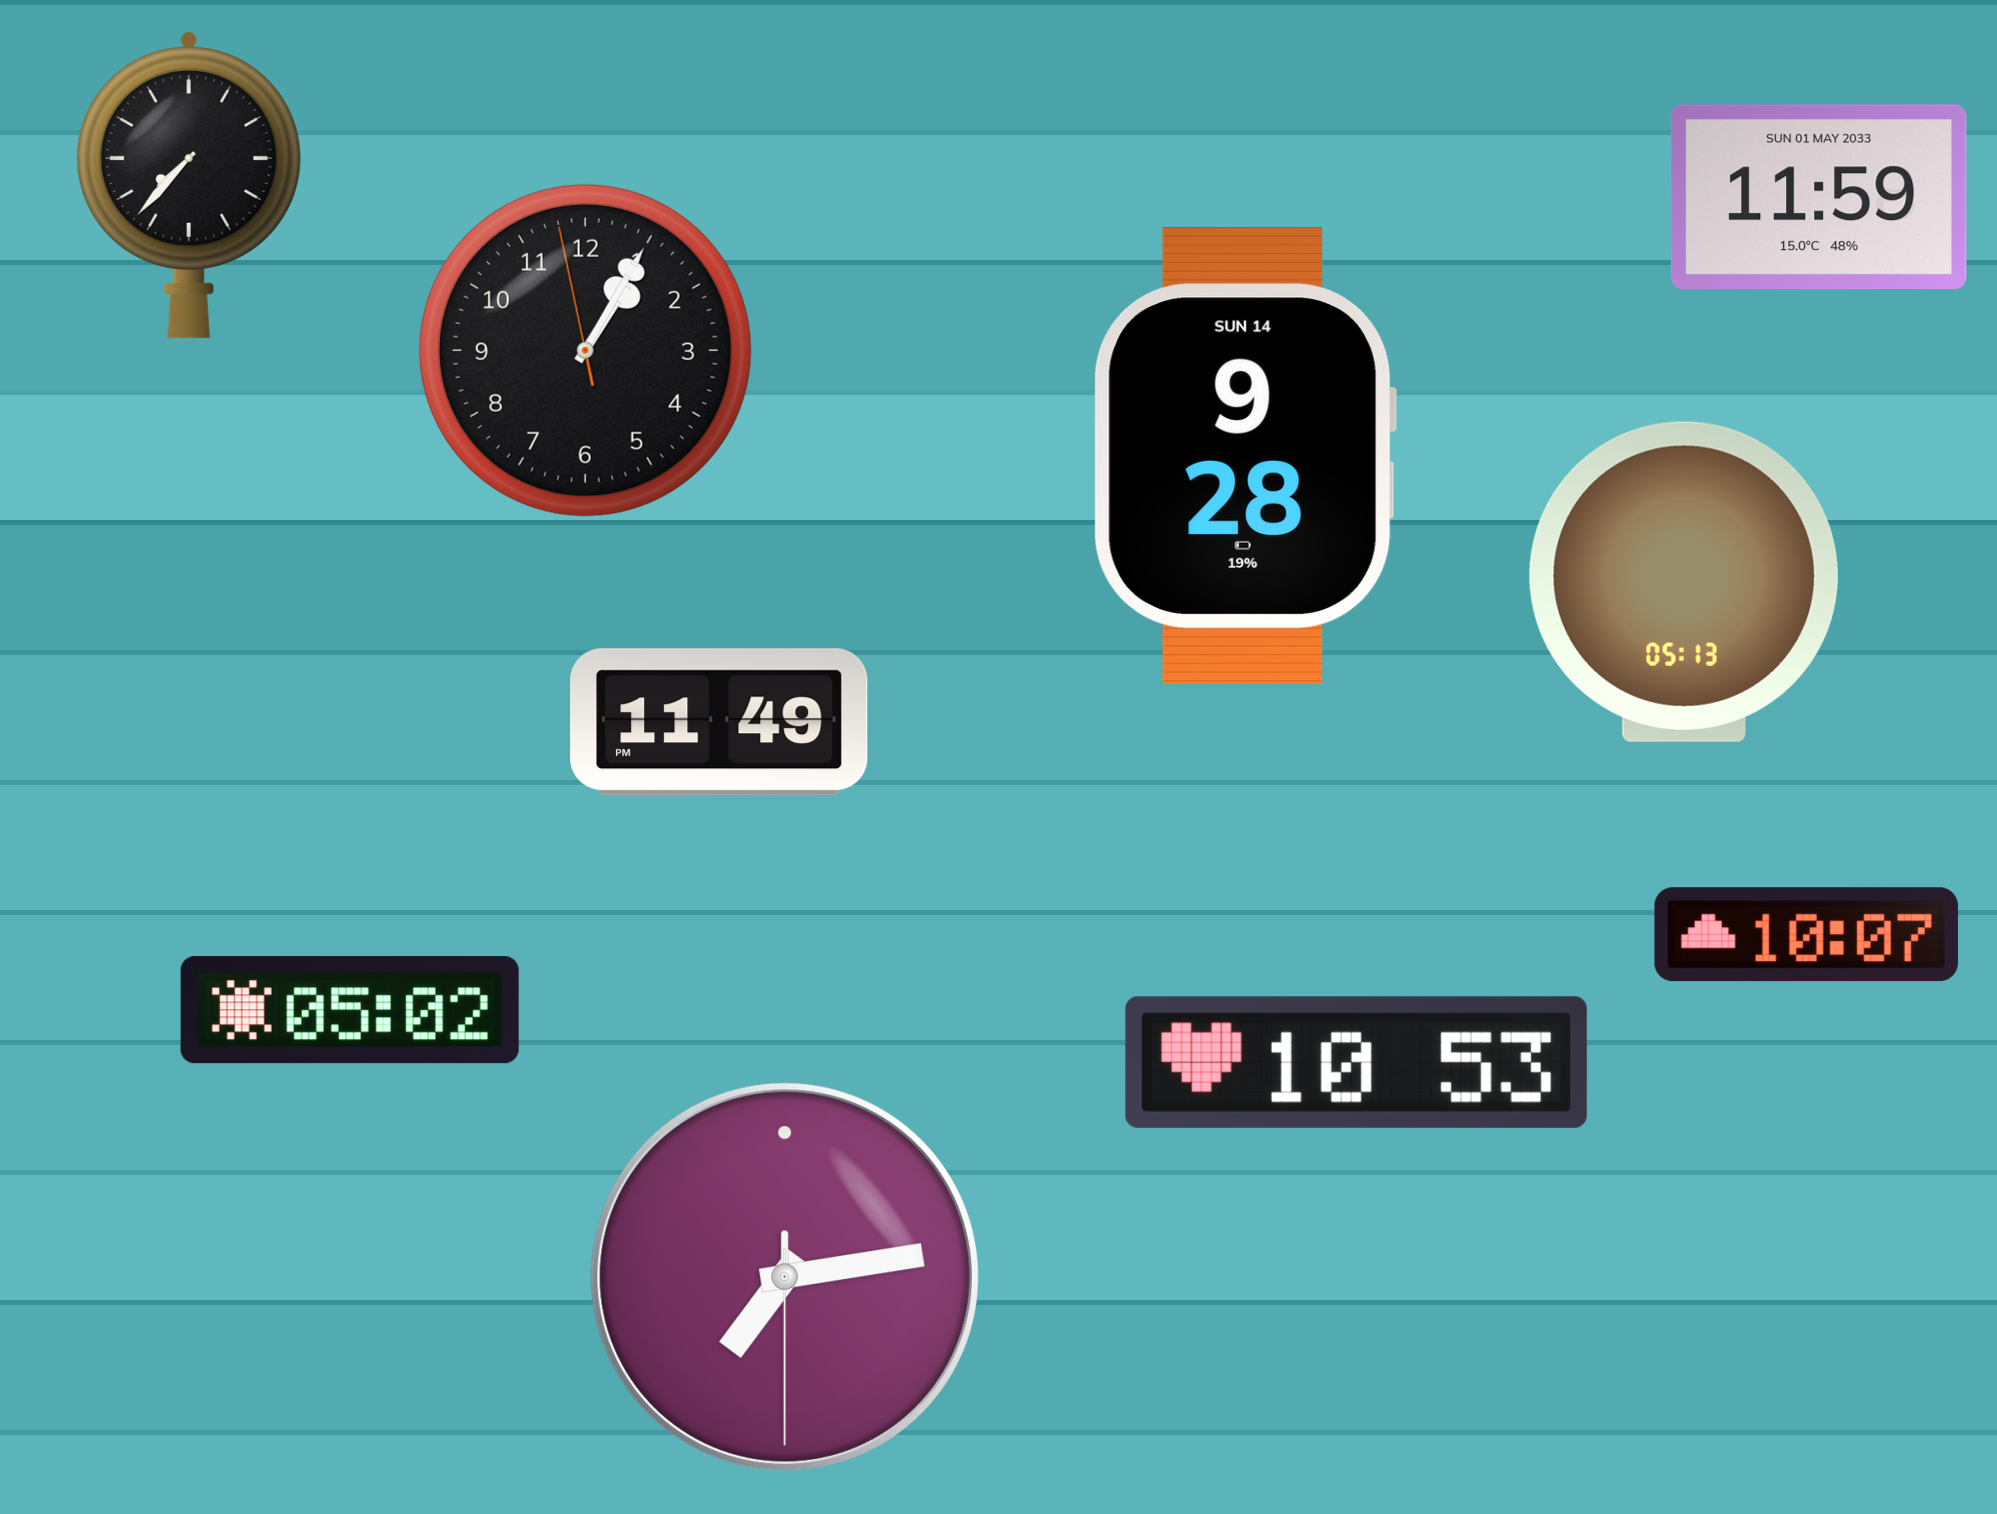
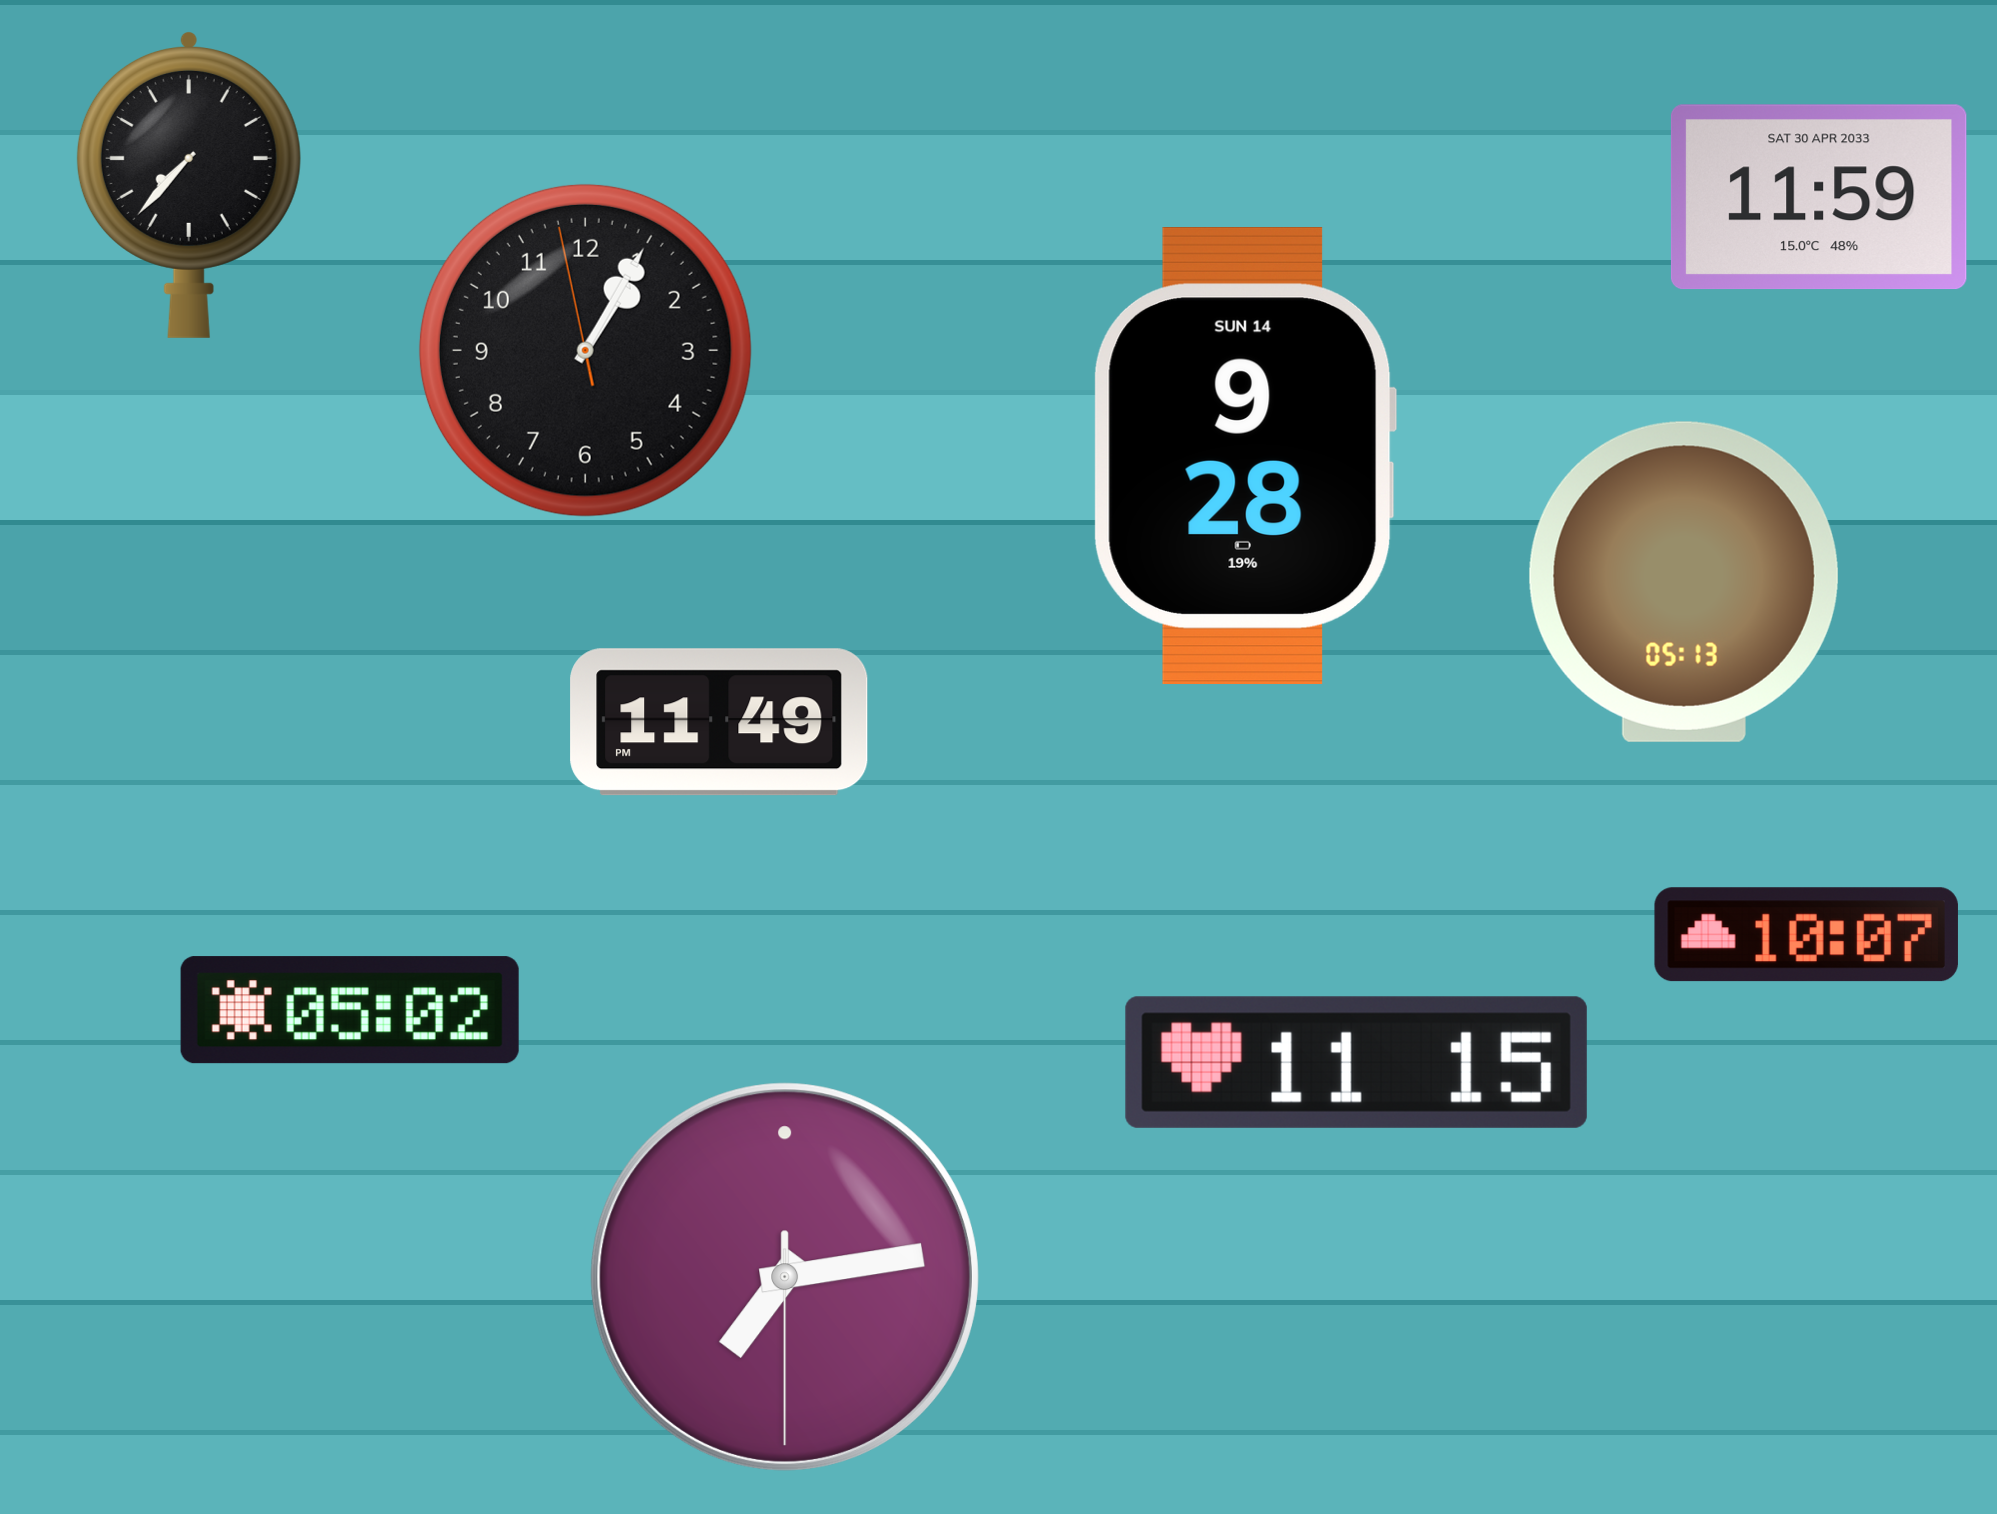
clock at (1819, 197) date: SUN 01 MAY 2033 -> SAT 30 APR 2033
clock at (1356, 1062): 10:53 -> 11:15
